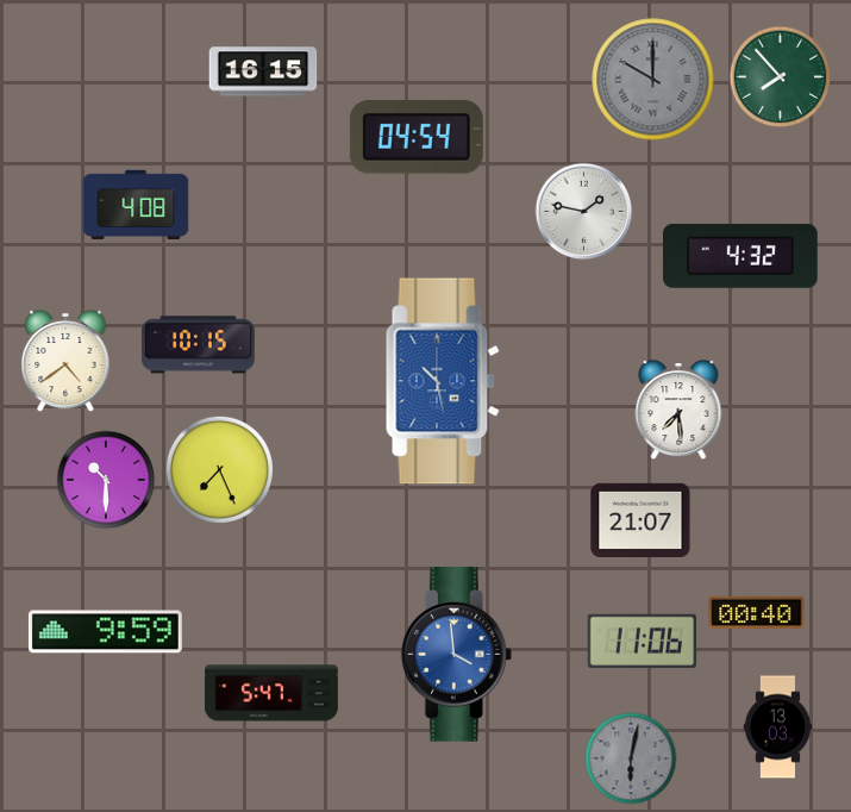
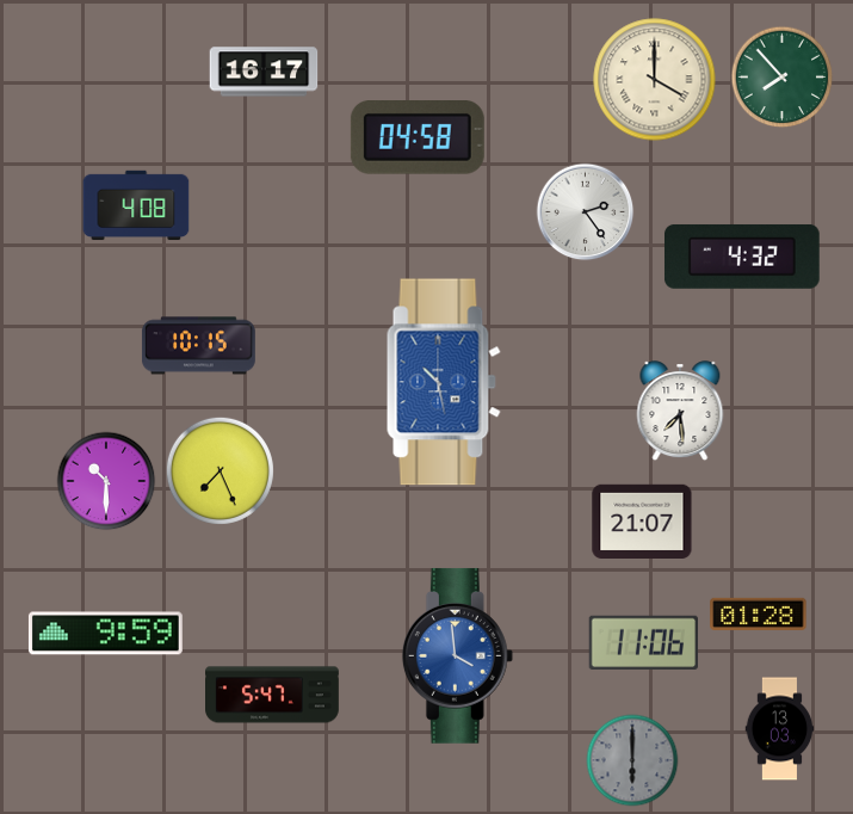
clock at (263, 71): 16:15 -> 16:17
clock at (653, 80): 10:00 -> 4:00
clock at (653, 80) dial: grey -> cream
clock at (417, 138): 04:54 -> 04:58
clock at (584, 212): 1:47 -> 2:24
clock at (65, 361): 4:39 -> none
clock at (757, 612): 00:40 -> 01:28
clock at (631, 758): 6:02 -> 6:00
